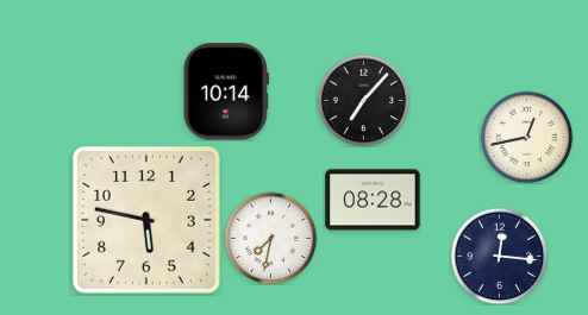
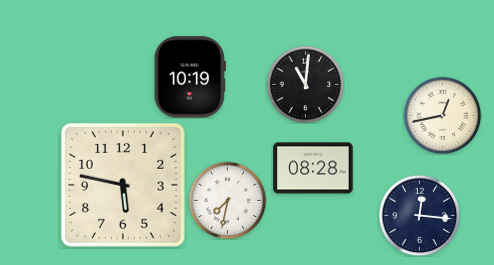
clock at (226, 92): 10:14 -> 10:19
clock at (363, 100): 7:07 -> 11:01
